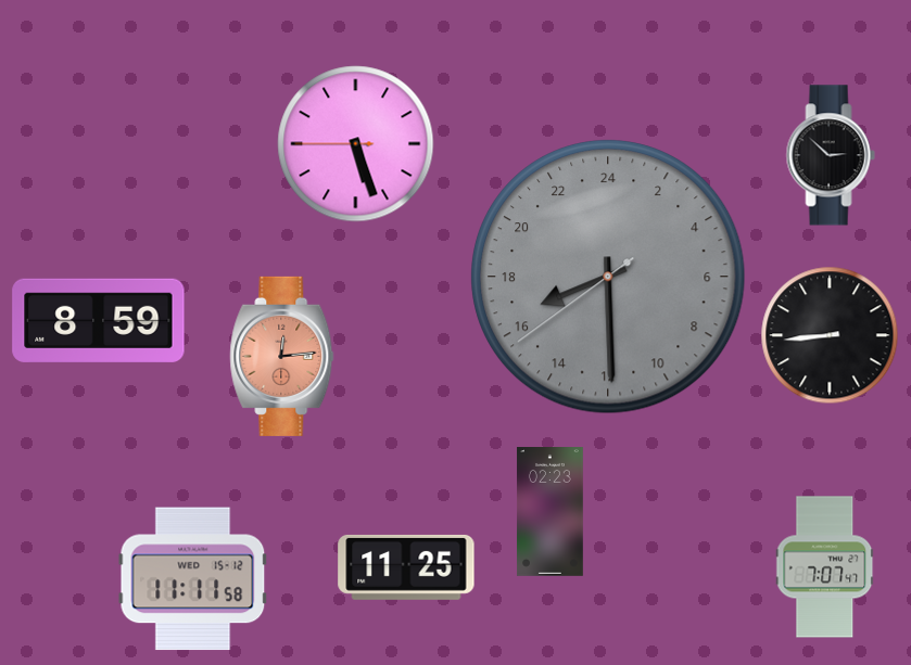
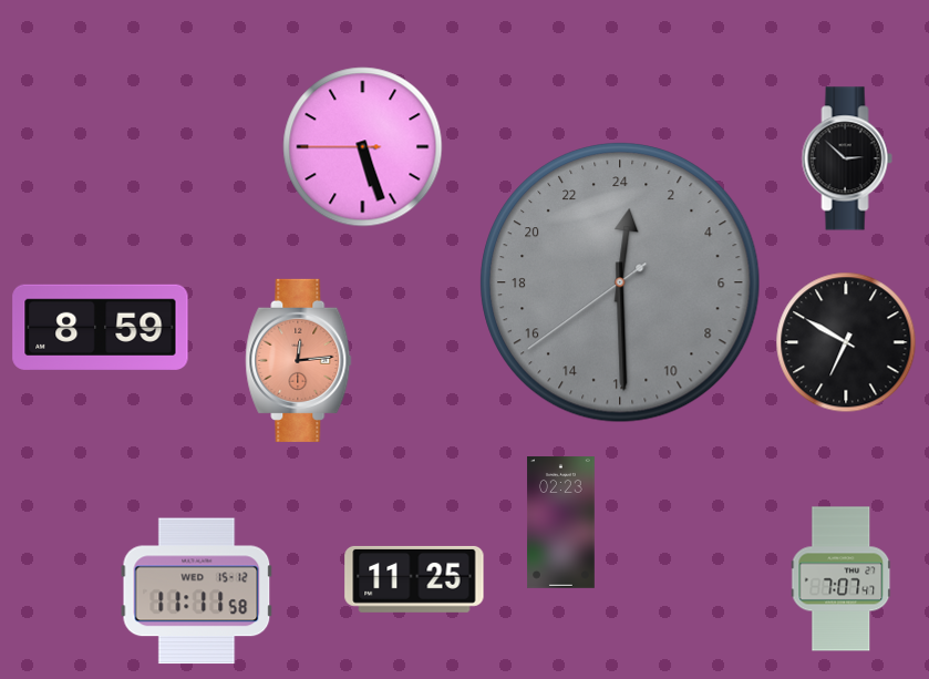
clock at (608, 277): 16:29 -> 0:29
clock at (830, 335): 8:44 -> 6:50
clock at (282, 356) position: (282, 356) -> (299, 360)
